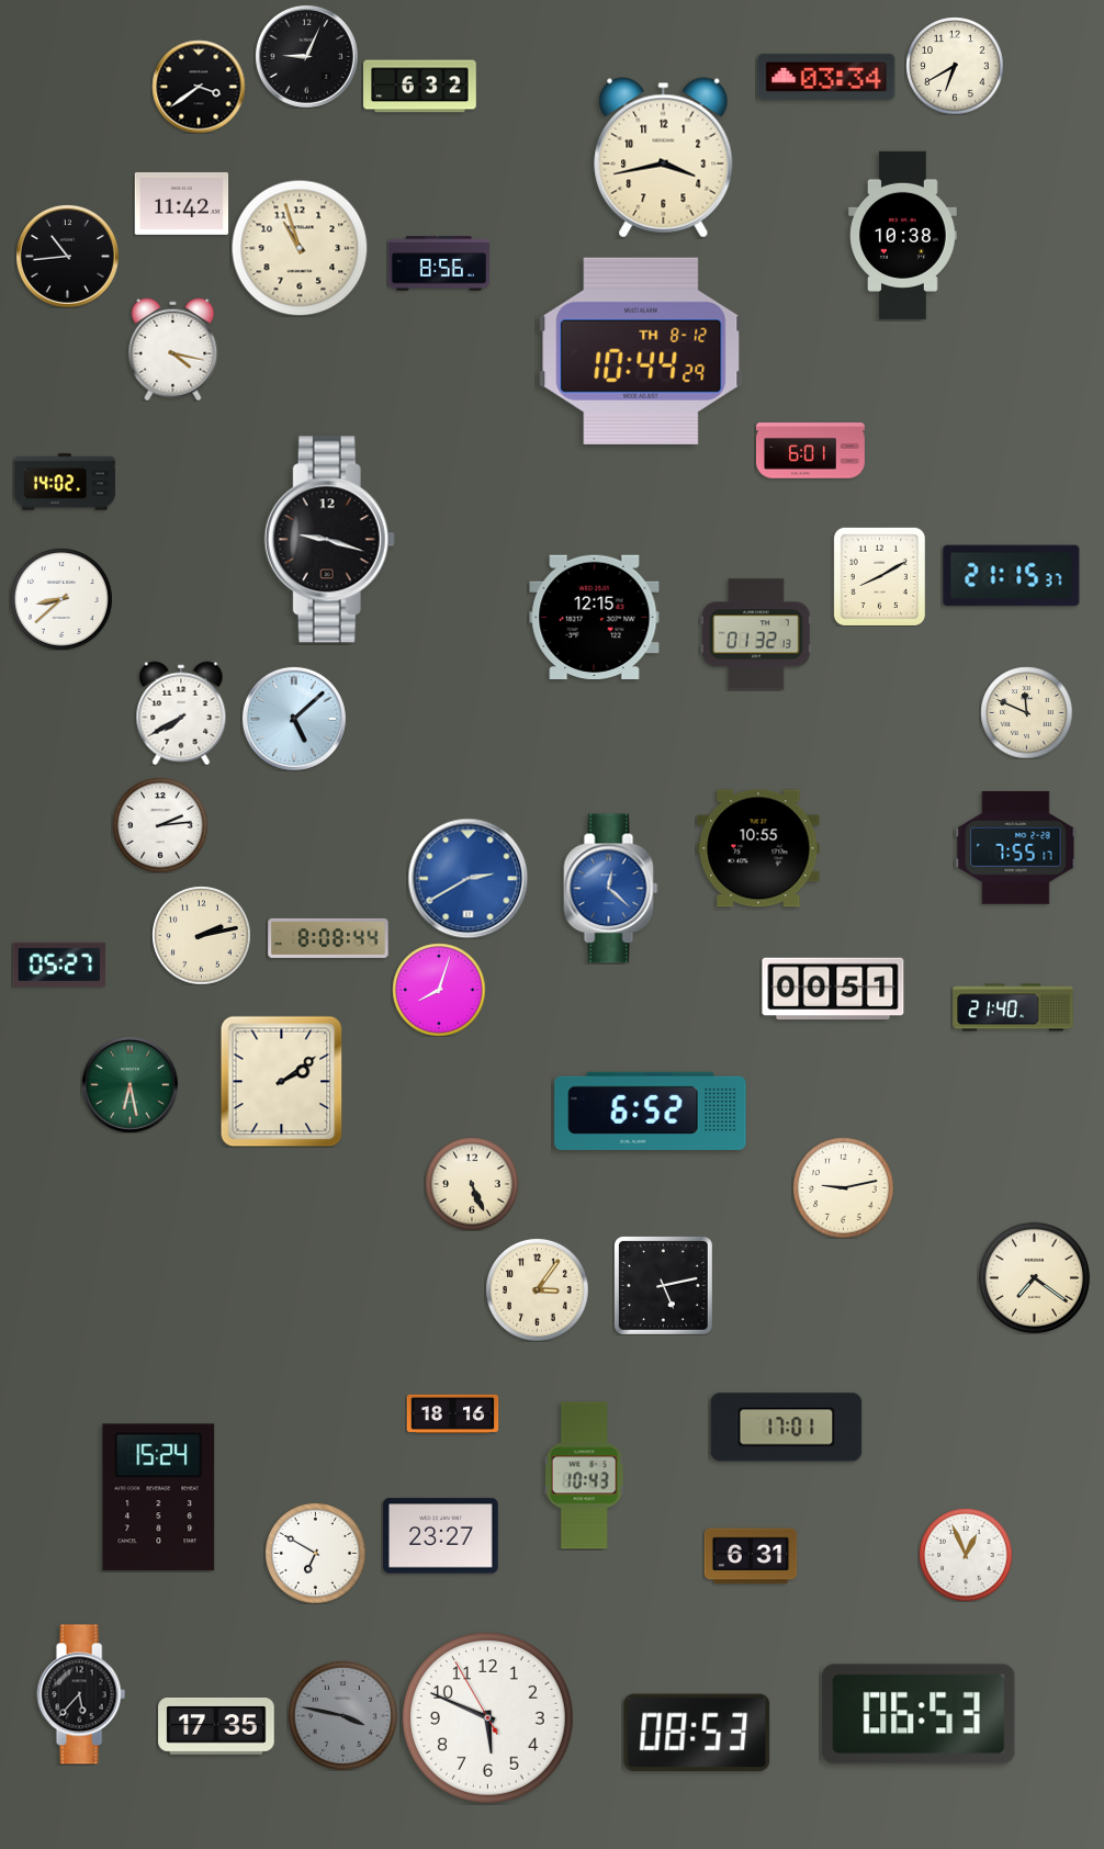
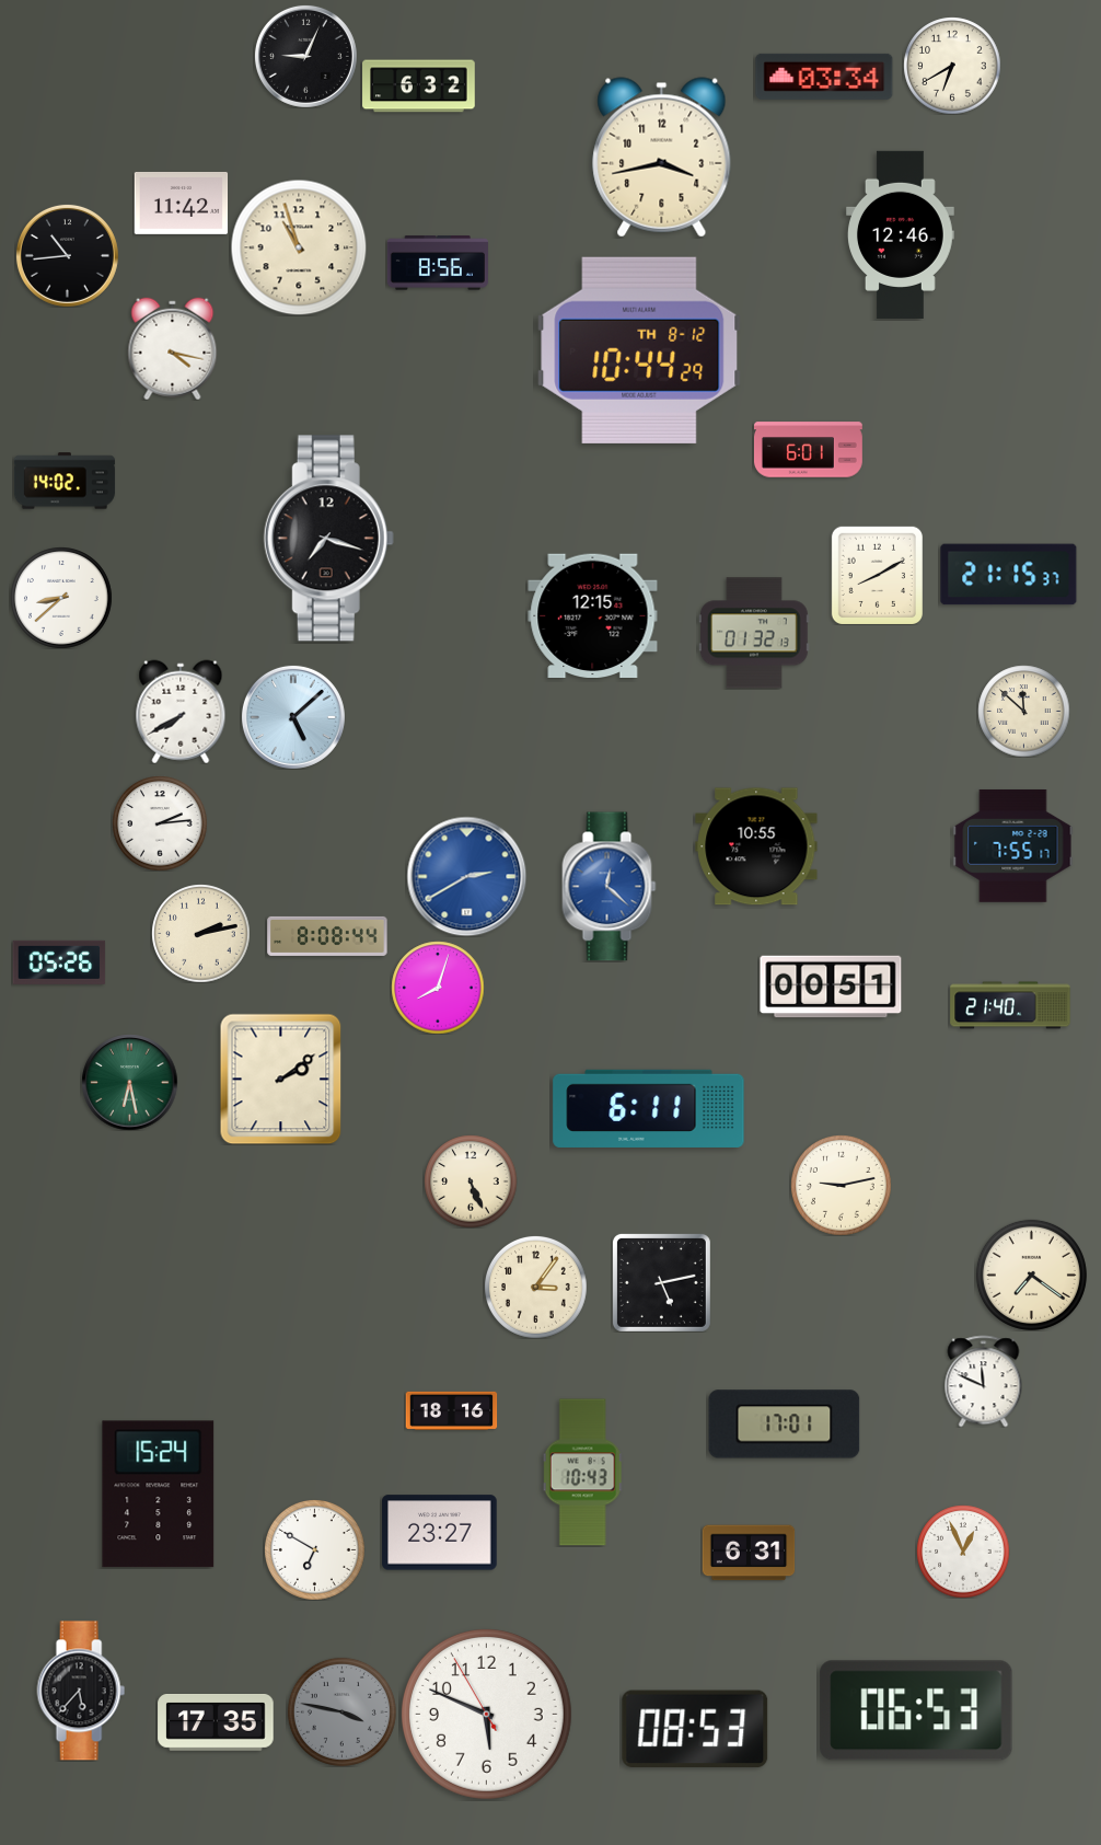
clock at (199, 87): 3:39 -> none
clock at (903, 235): 10:38 -> 12:46
clock at (329, 540): 9:18 -> 7:18
clock at (1026, 712): 11:49 -> 11:52
clock at (59, 965): 05:27 -> 05:26
clock at (651, 1110): 6:52 -> 6:11
clock at (984, 1381): none -> 11:49
